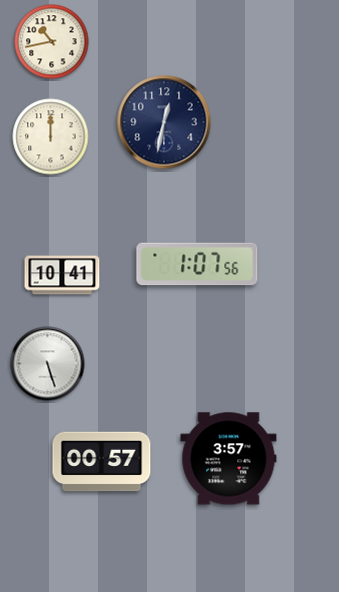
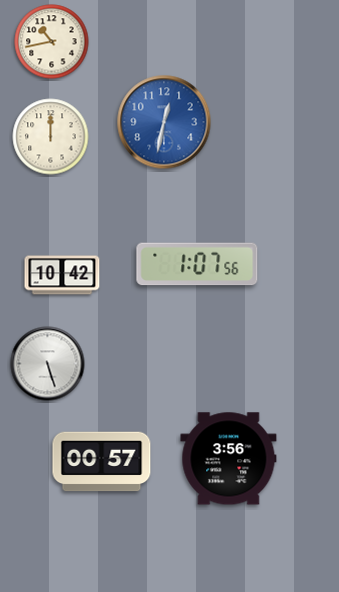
clock at (164, 122) dial: navy -> blue
clock at (62, 275): 10:41 -> 10:42
clock at (229, 459): 3:57 -> 3:56
